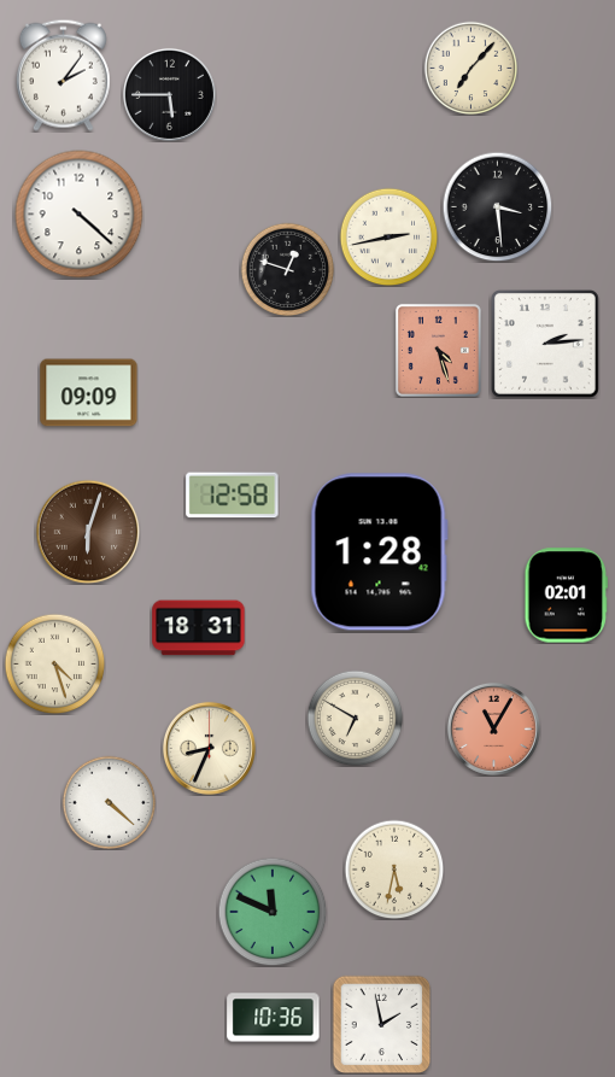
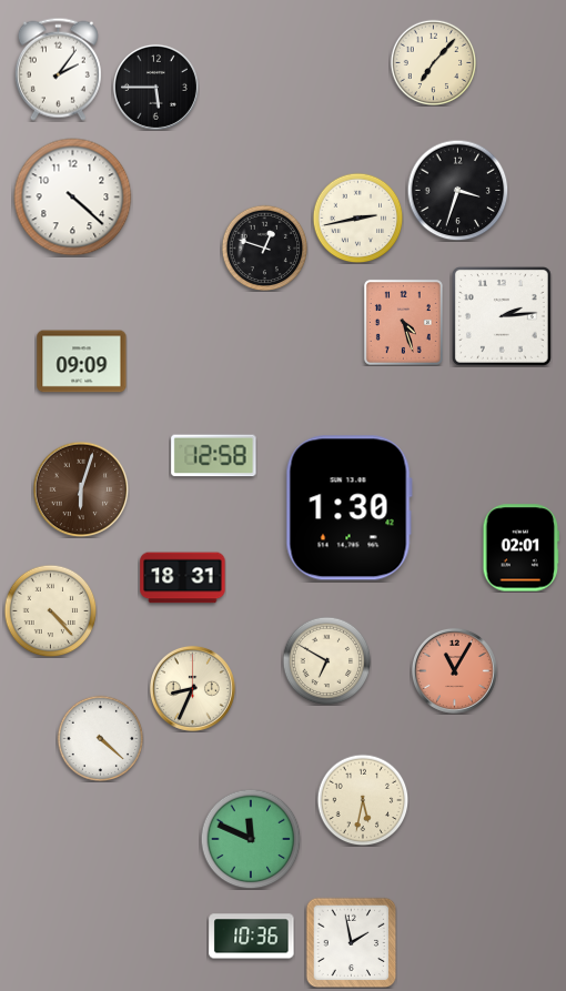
clock at (497, 206): 3:29 -> 3:33
clock at (379, 552): 1:28 -> 1:30
clock at (54, 663): 4:27 -> 4:23
